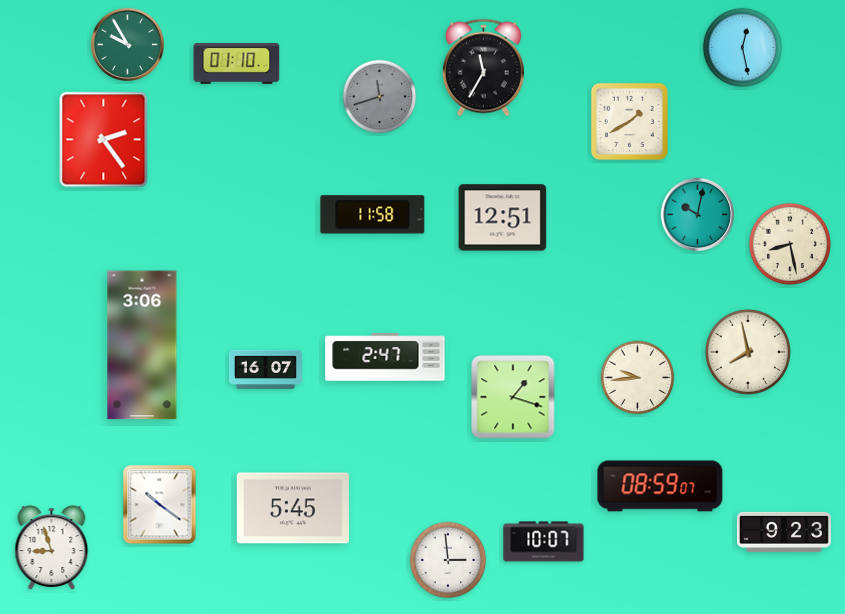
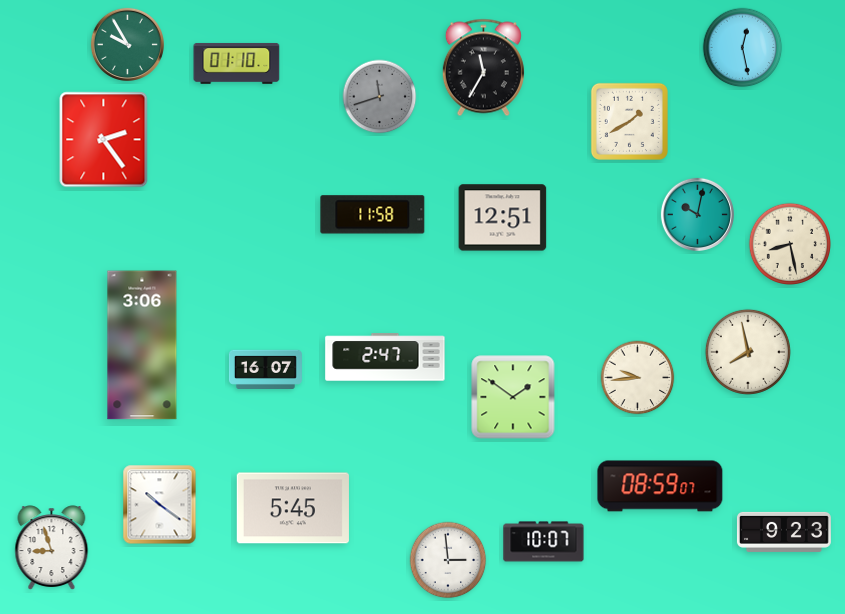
clock at (513, 397): 1:18 -> 1:51
